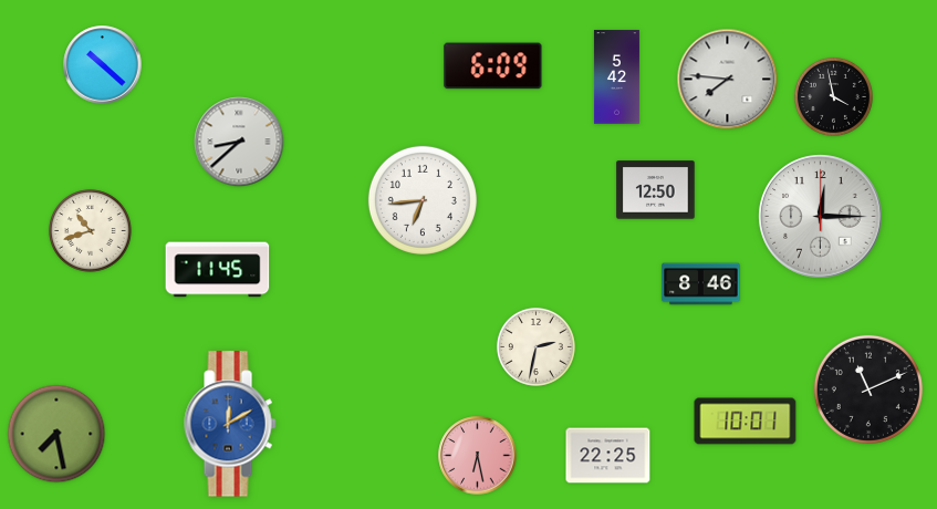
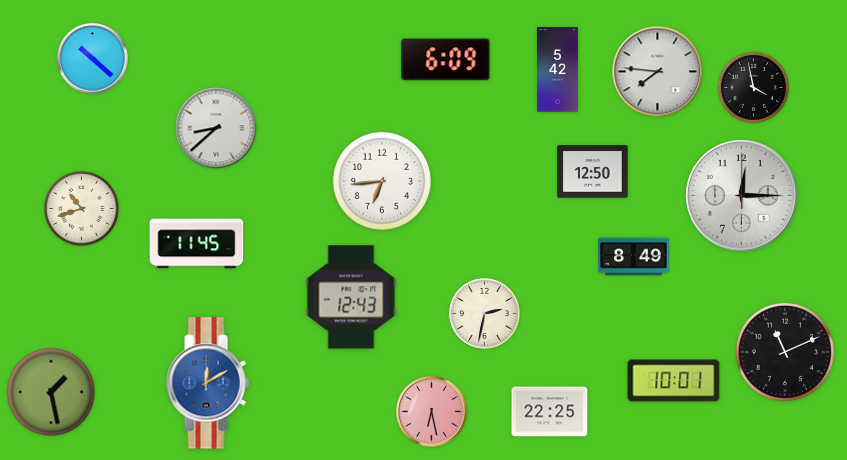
clock at (701, 284): 8:46 -> 8:49
clock at (351, 297): none -> 12:43
clock at (56, 434): 7:28 -> 1:28
